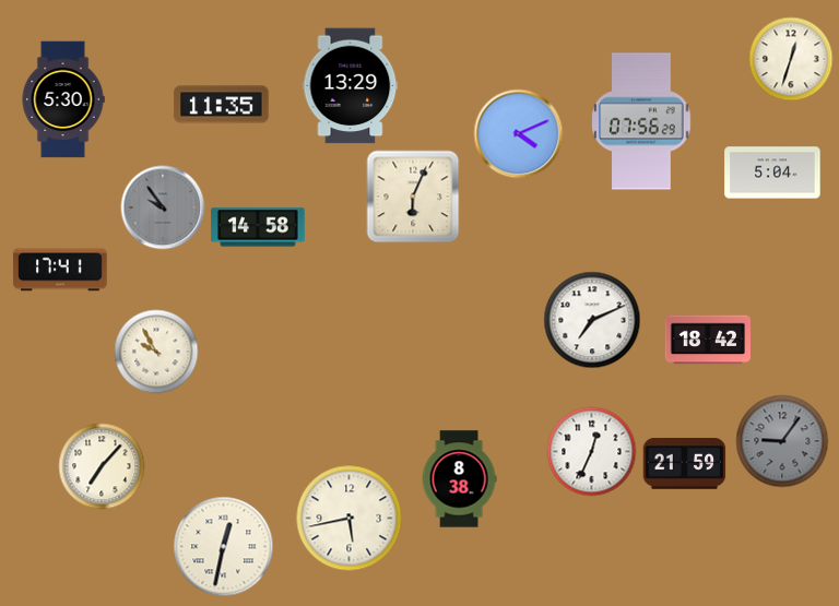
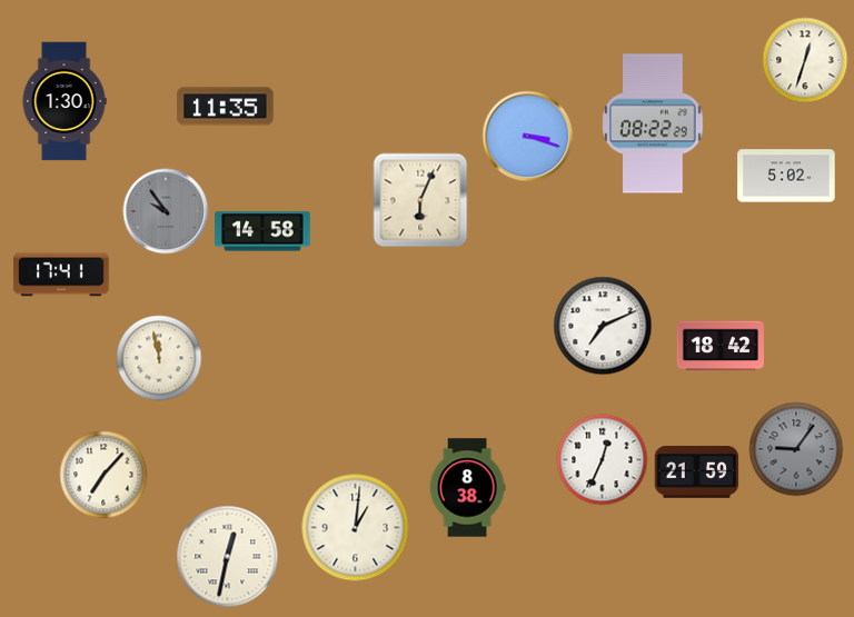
clock at (351, 86): 13:29 -> none
clock at (63, 99): 5:30 -> 1:30
clock at (641, 121): 07:56 -> 08:22
clock at (519, 134): 4:11 -> 3:18
clock at (772, 173): 5:04 -> 5:02
clock at (156, 352): 9:55 -> 11:58
clock at (350, 519): 5:43 -> 1:01
